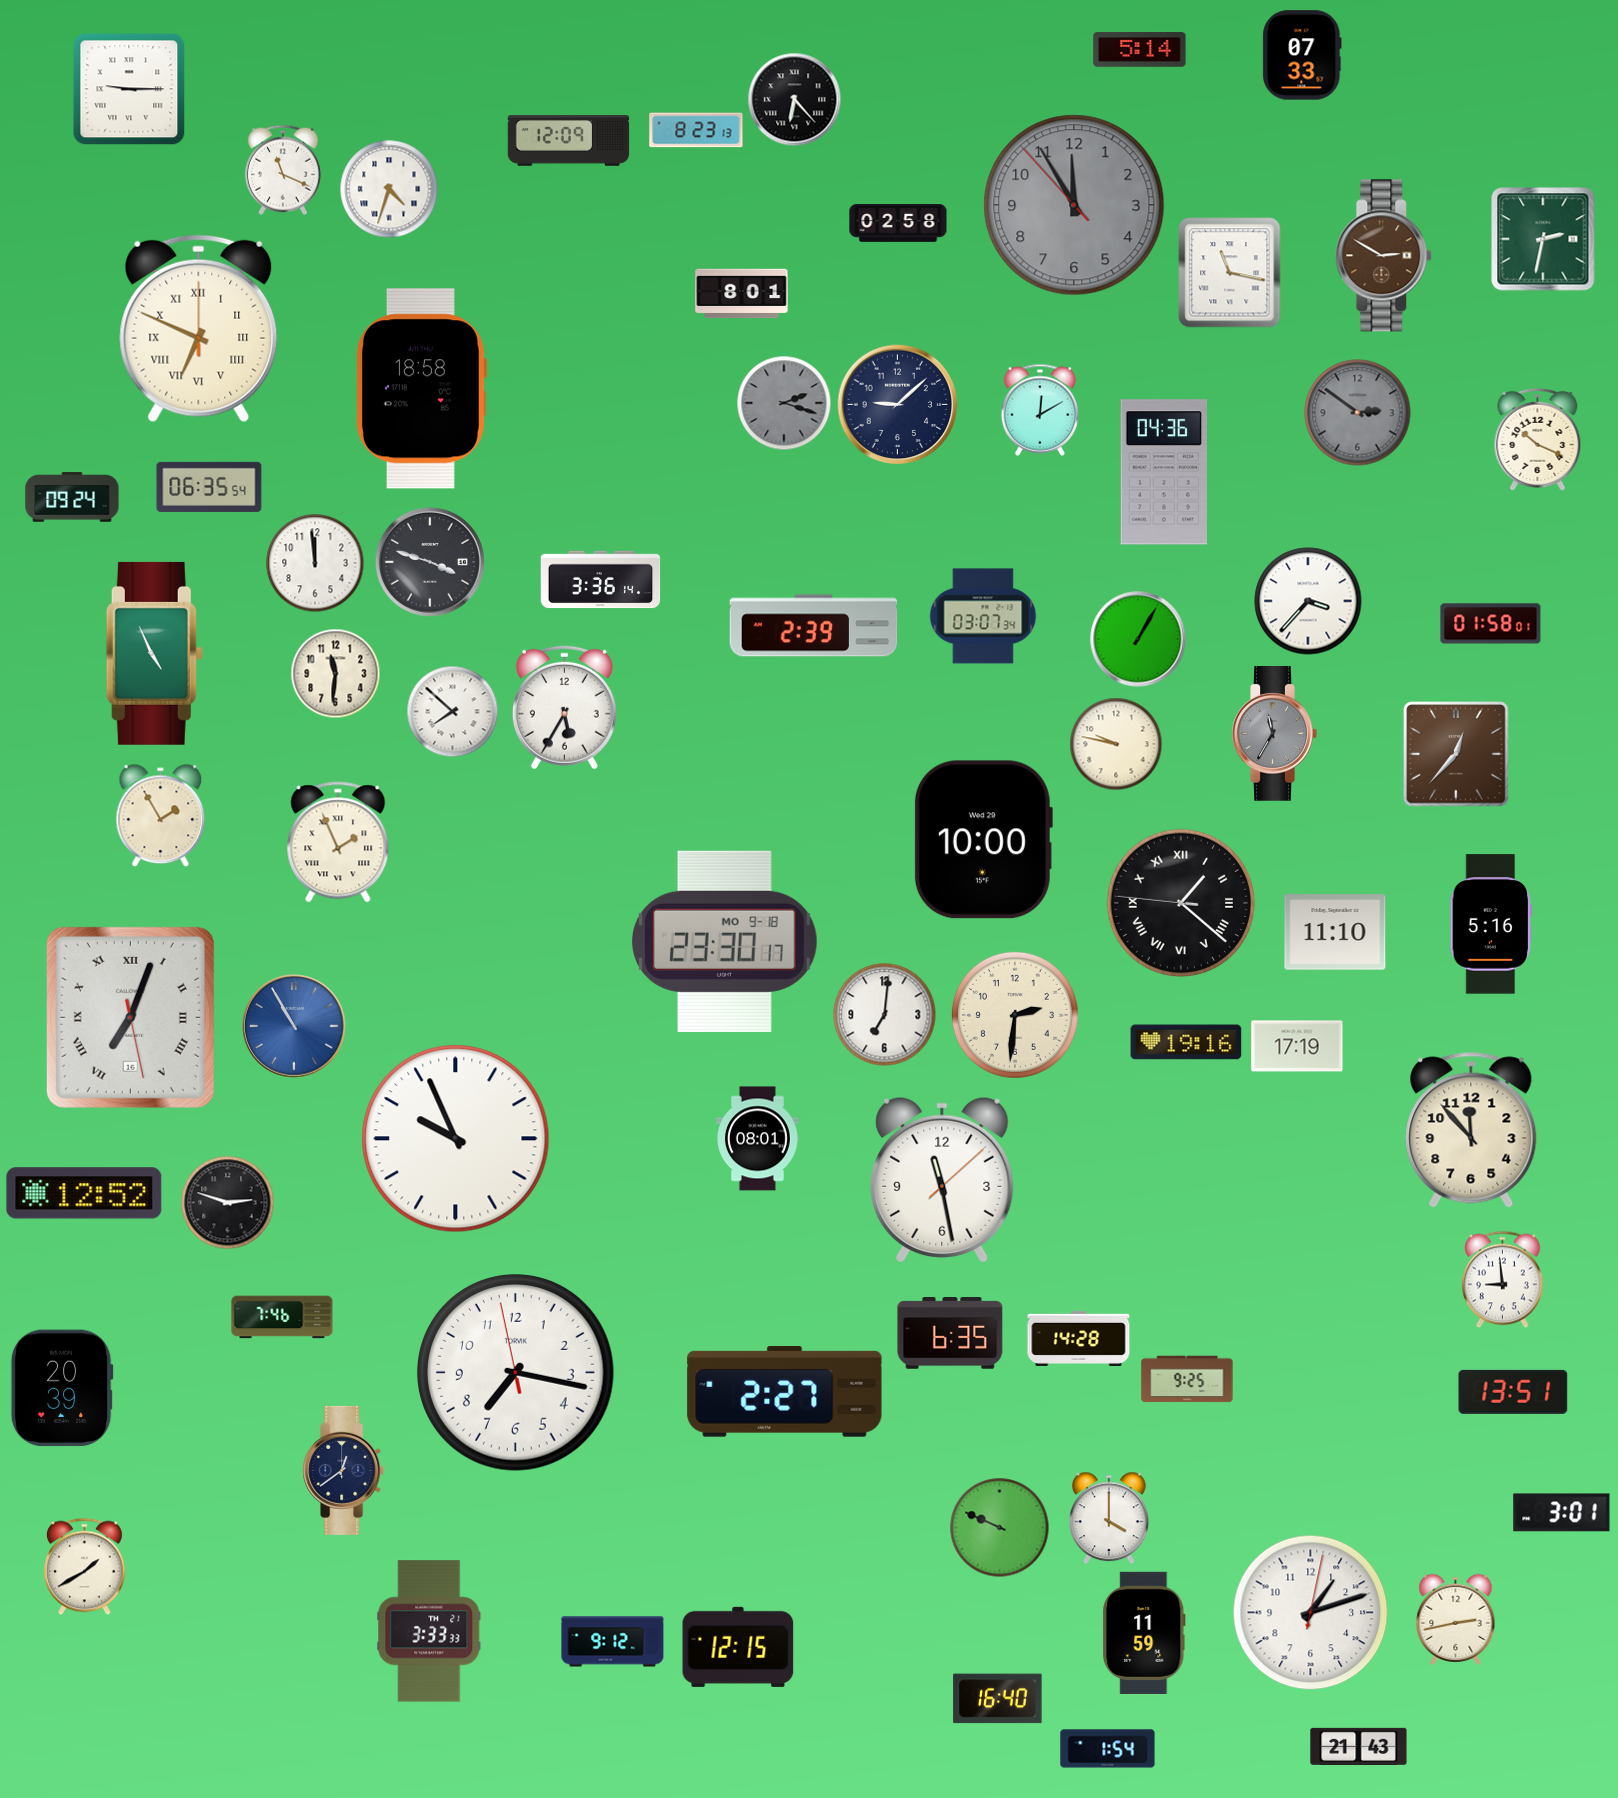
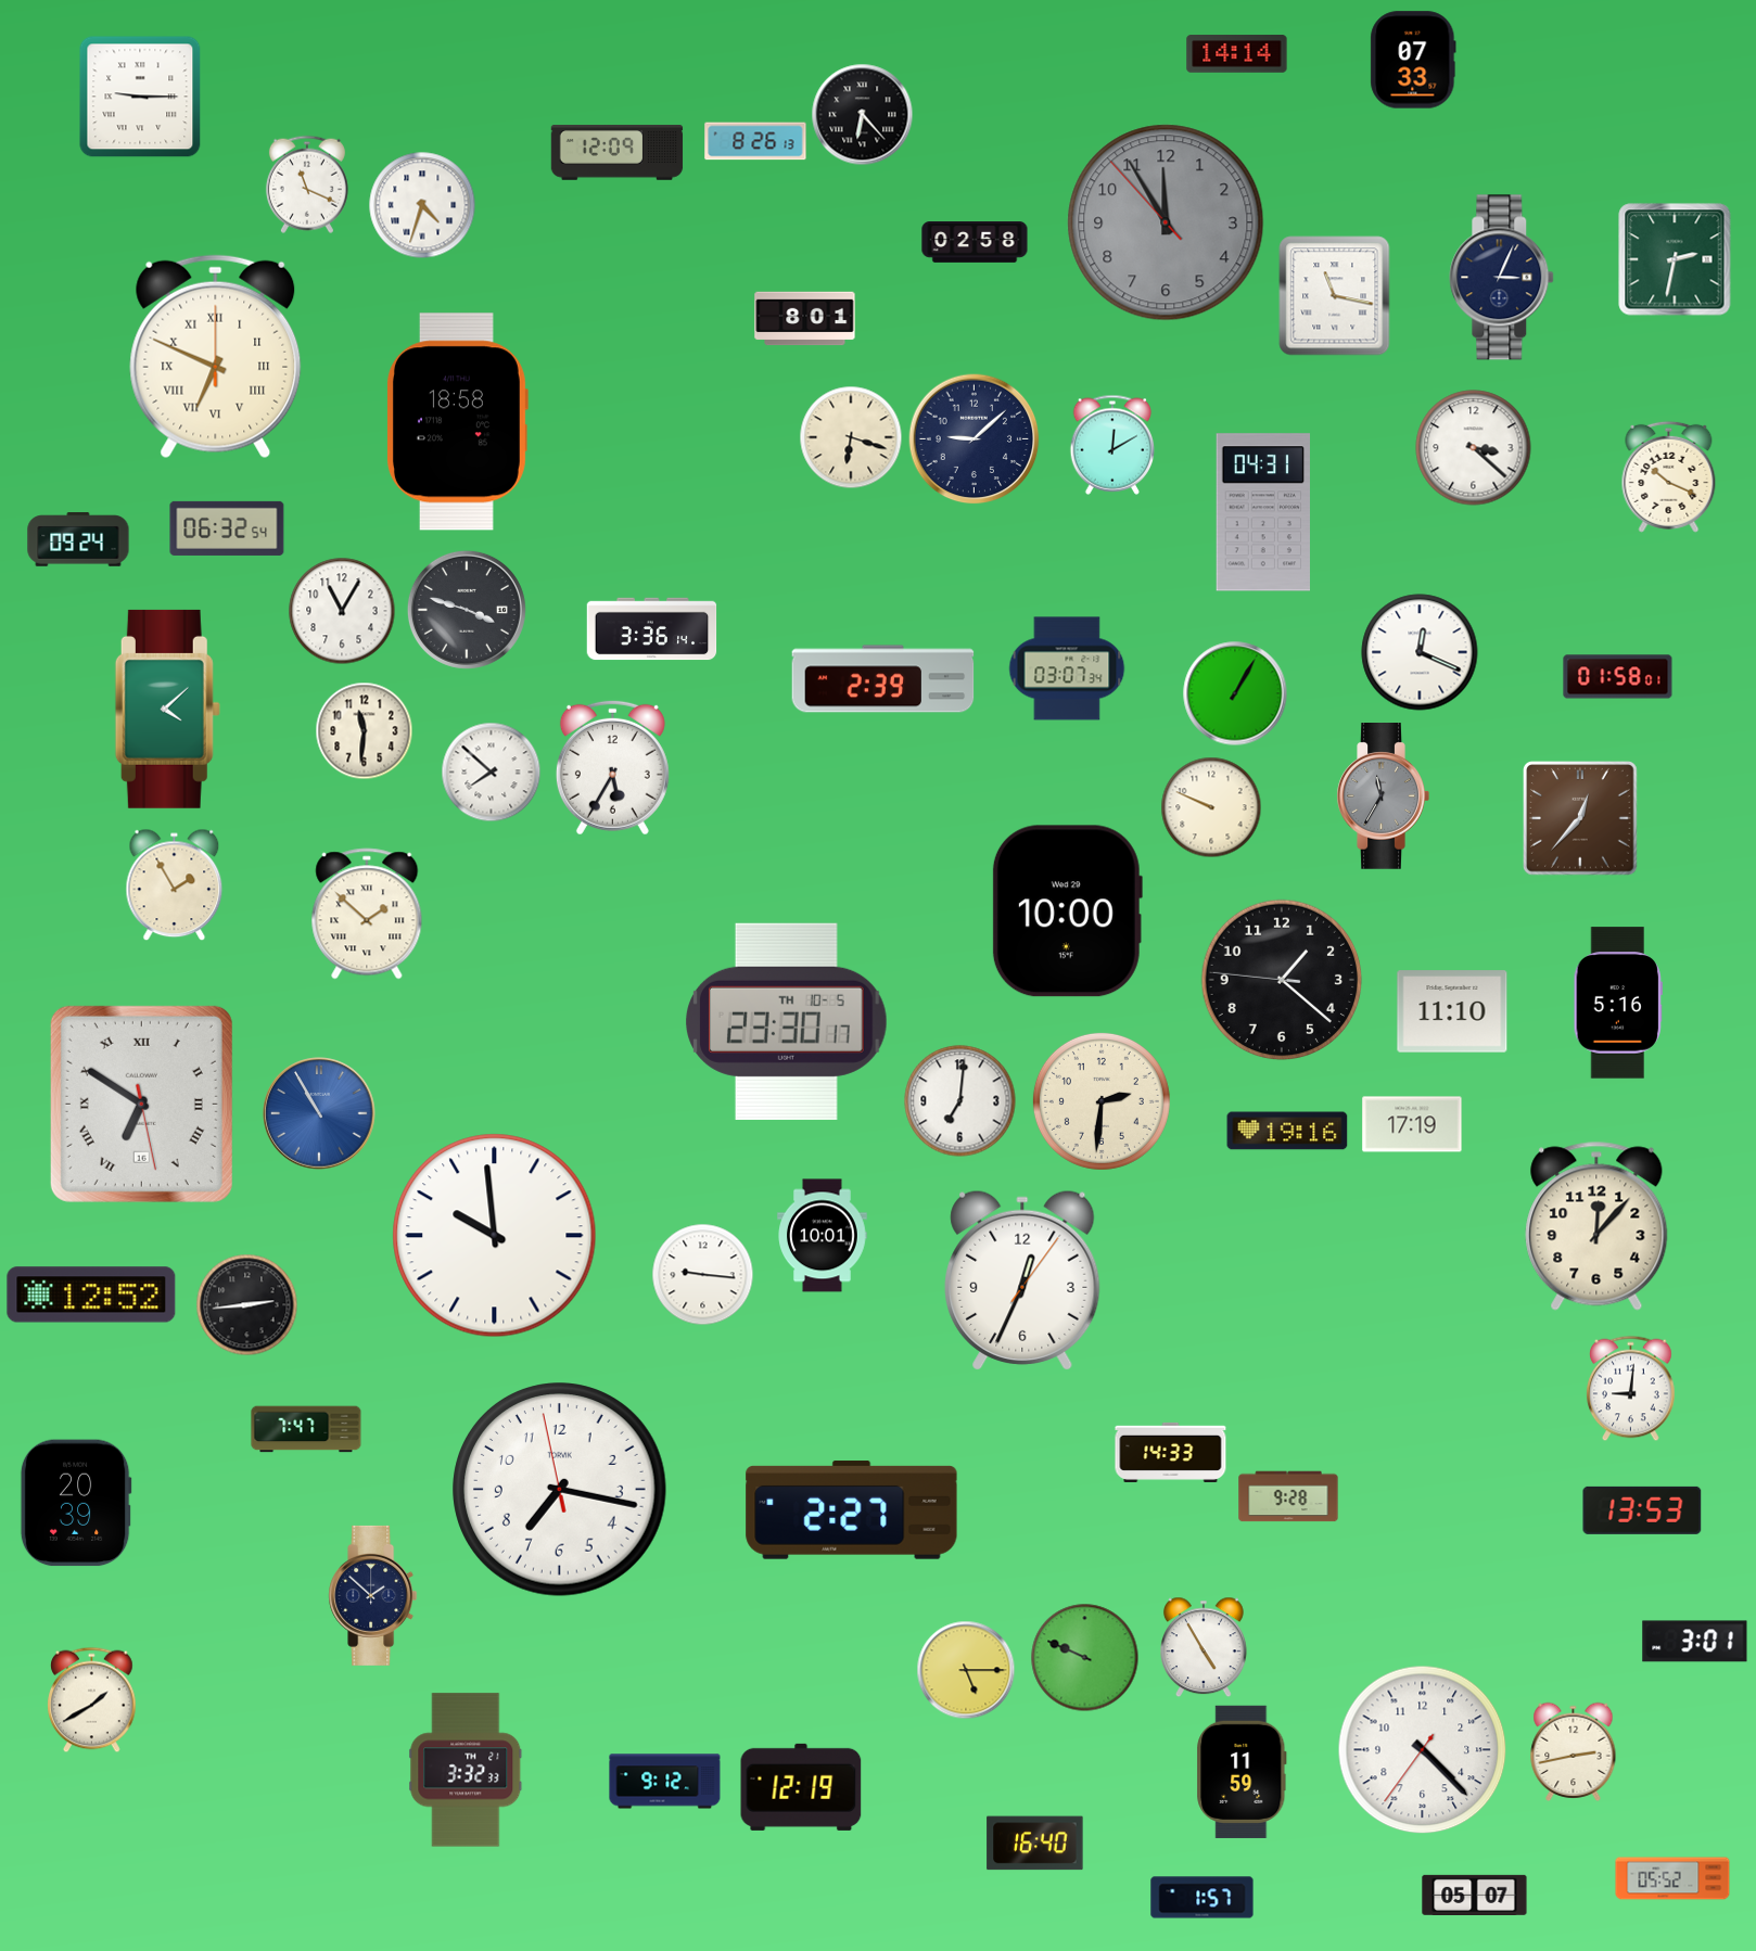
clock at (1140, 50): 5:14 -> 14:14
clock at (794, 99) position: (794, 99) -> (862, 114)
clock at (696, 130): 8:23 -> 8:26
clock at (1384, 256): 2:50 -> 3:04
clock at (1384, 256) dial: brown -> navy
clock at (784, 403): 2:18 -> 6:18
clock at (784, 403) dial: grey -> cream
clock at (1040, 410) position: (1040, 410) -> (1112, 445)
clock at (1358, 413): 2:51 -> 3:22
clock at (1358, 413) dial: grey -> white
clock at (1163, 472): 04:36 -> 04:31
clock at (209, 487): 06:35 -> 06:32
clock at (315, 563): 11:59 -> 11:05
clock at (1308, 601): 3:37 -> 12:19
clock at (154, 653): 4:56 -> 4:08
clock at (1116, 744): 9:47 -> 9:49
clock at (338, 842): 1:56 -> 1:52
clock at (1181, 903) numerals: Roman -> Arabic
clock at (1335, 932) position: (1335, 932) -> (1452, 1011)
clock at (725, 941) date: MO 9-18 -> TH 10-5
clock at (130, 1017): 7:03 -> 6:50
clock at (1297, 1046) position: (1297, 1046) -> (1412, 1124)
clock at (1471, 1130): 11:53 -> 12:07
clock at (456, 1139): 9:56 -> 9:59
clock at (758, 1139): 08:01 -> 10:01
clock at (702, 1274): none -> 9:16
clock at (942, 1180): 11:28 -> 12:34
clock at (227, 1202): 2:48 -> 2:44
clock at (1503, 1279): 8:59 -> 9:01
clock at (282, 1317): 7:46 -> 7:47
clock at (950, 1333): 6:35 -> none
clock at (1079, 1338): 14:28 -> 14:33
clock at (1187, 1379): 9:25 -> 9:28
clock at (62, 1388) position: (62, 1388) -> (76, 1503)
clock at (1513, 1392): 13:51 -> 13:53
clock at (344, 1470): 12:39 -> 1:52
clock at (1110, 1518): 4:00 -> 4:55
clock at (966, 1670): none -> 5:15
clock at (1311, 1613): 1:12 -> 4:22
clock at (1456, 1619) position: (1456, 1619) -> (1574, 1751)
clock at (429, 1631): 3:33 -> 3:32
clock at (738, 1647): 12:15 -> 12:19
clock at (998, 1699) position: (998, 1699) -> (1035, 1844)
clock at (1672, 1878): none -> 05:52
clock at (1359, 1746): 21:43 -> 05:07
clock at (1108, 1749): 1:54 -> 1:57
